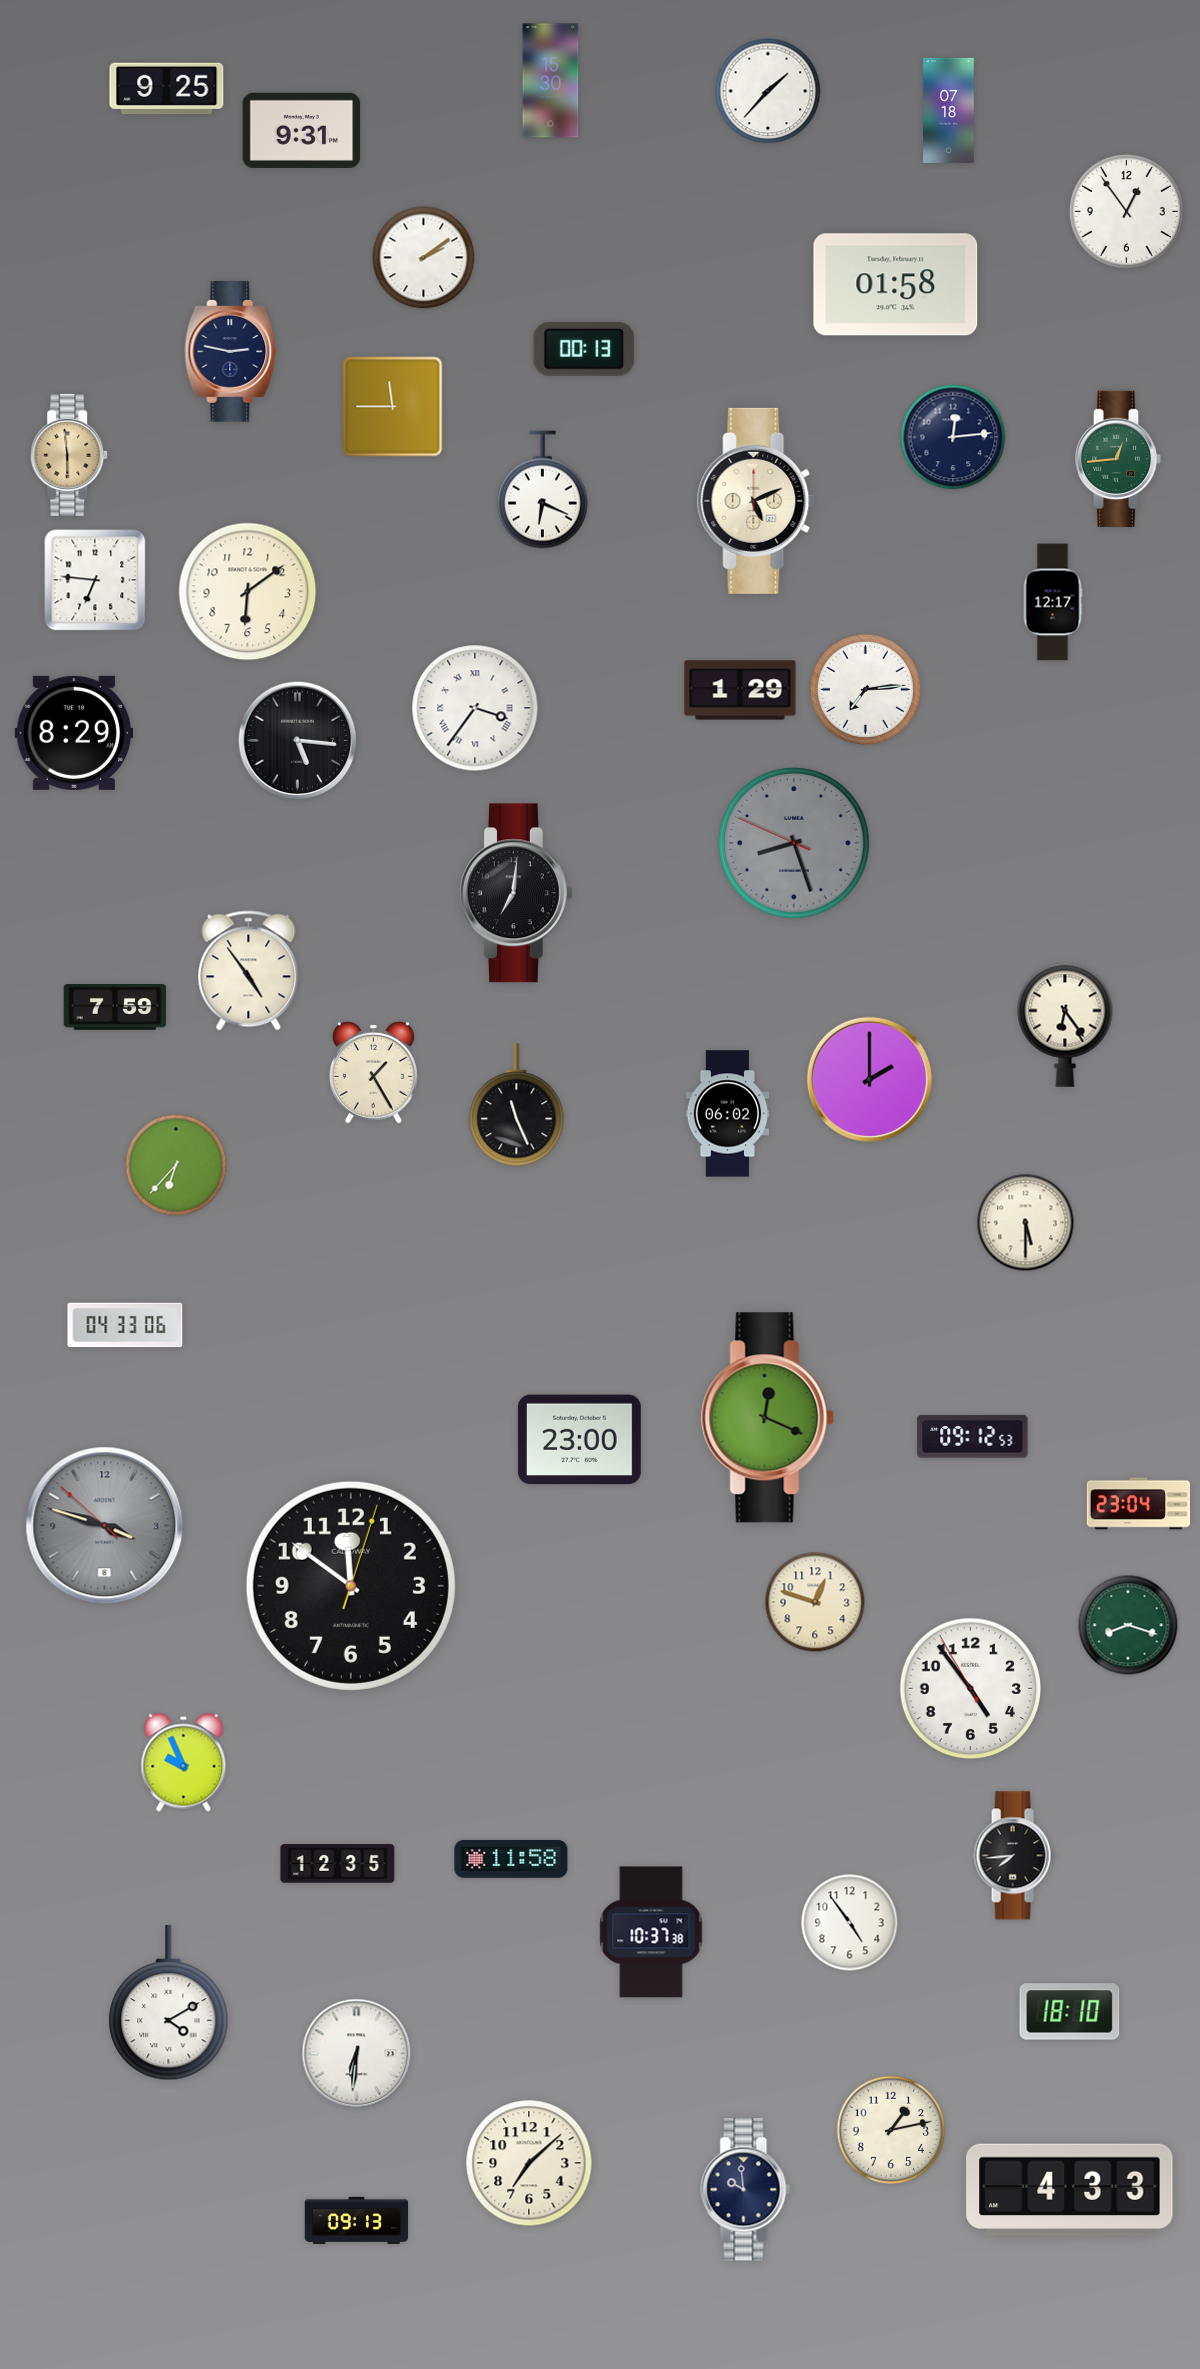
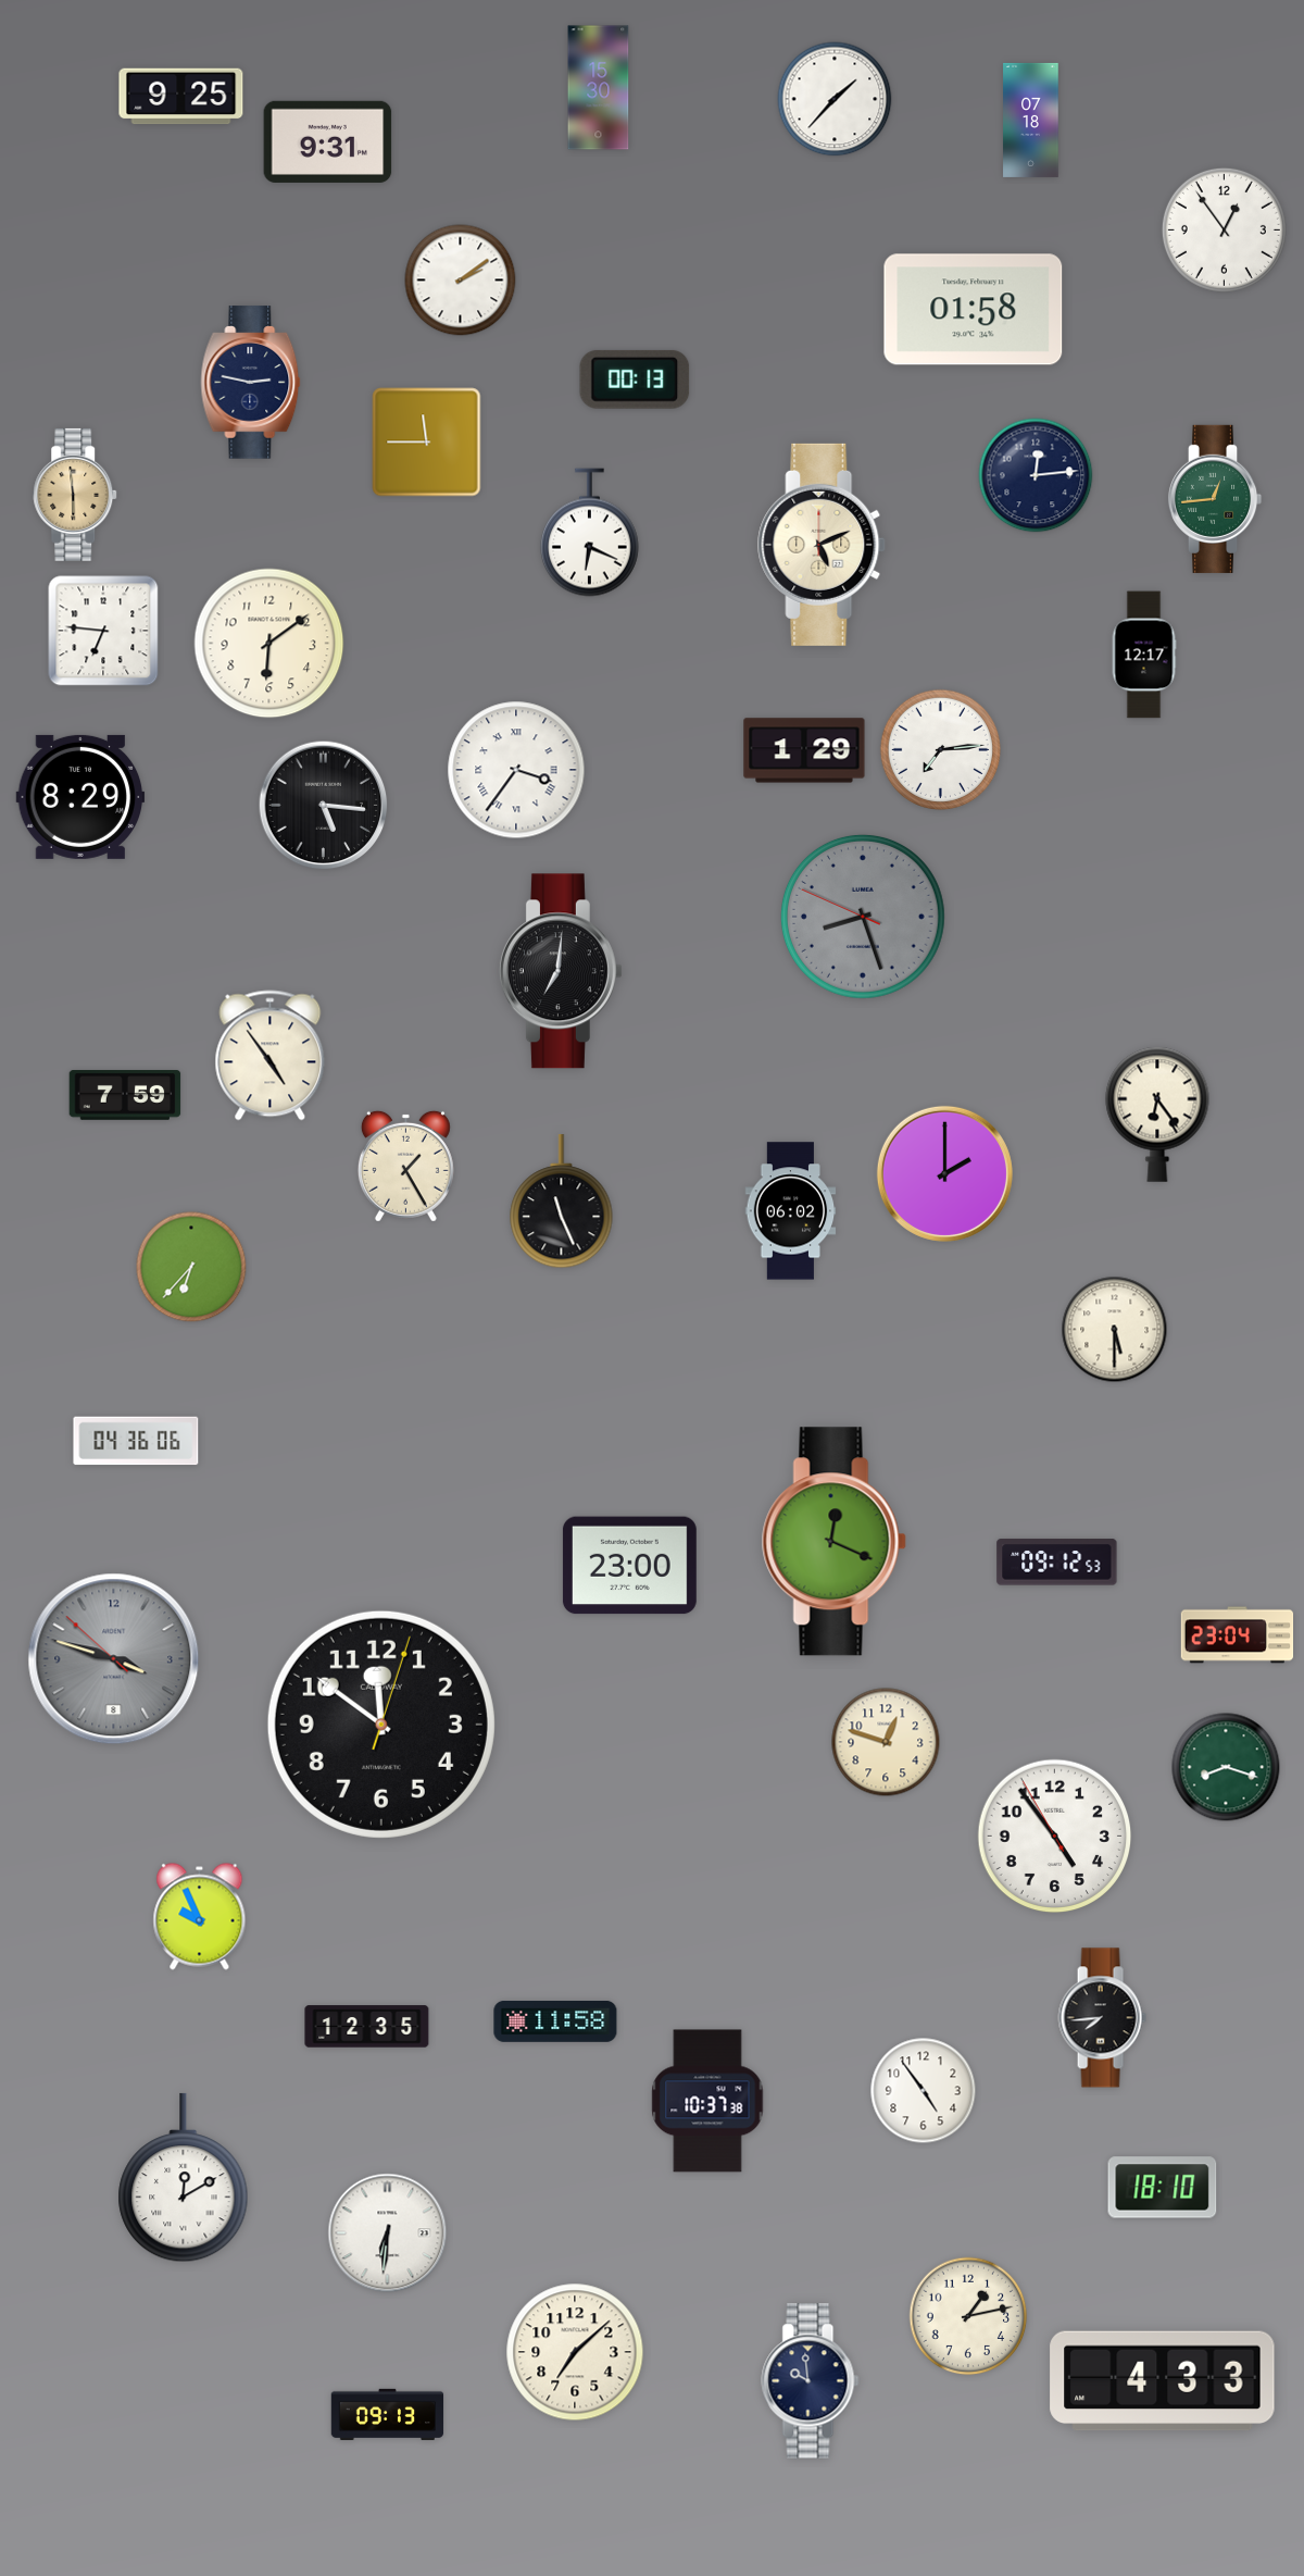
clock at (125, 1325): 04:33 -> 04:36
clock at (169, 2003): 4:10 -> 12:10
